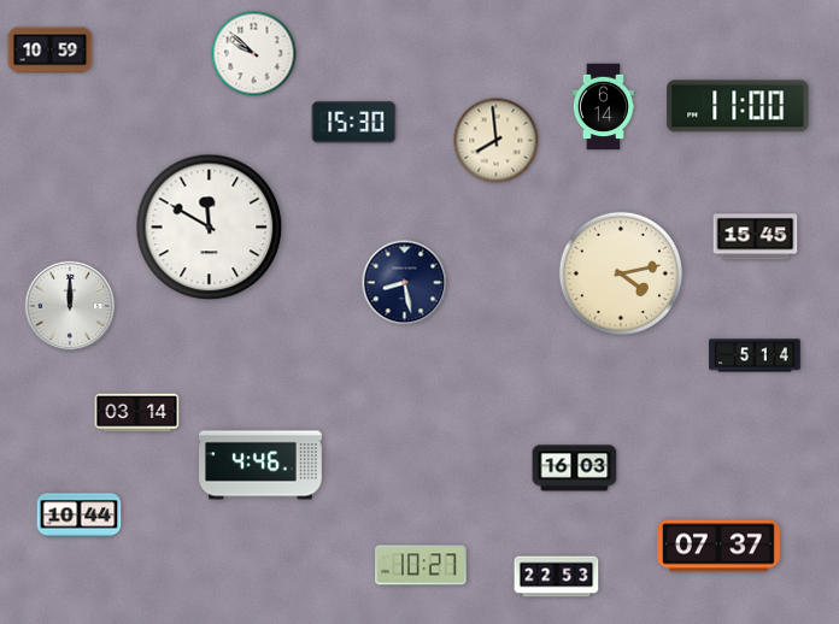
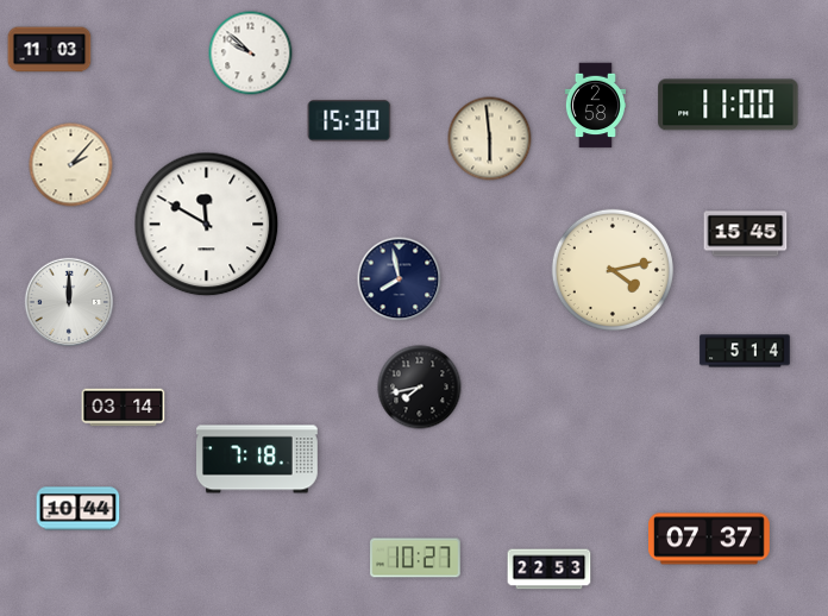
clock at (51, 51): 10:59 -> 11:03
clock at (603, 107): 6:14 -> 2:58
clock at (497, 141): 7:59 -> 5:59
clock at (71, 165): none -> 2:07
clock at (405, 283): 8:28 -> 7:58
clock at (420, 388): none -> 7:43
clock at (137, 413) position: (137, 413) -> (124, 408)
clock at (262, 465): 4:46 -> 7:18
clock at (575, 469): 16:03 -> none
